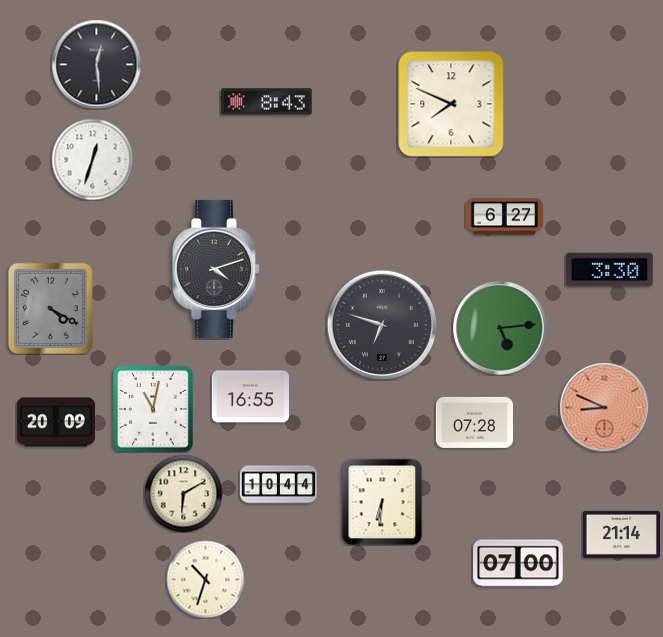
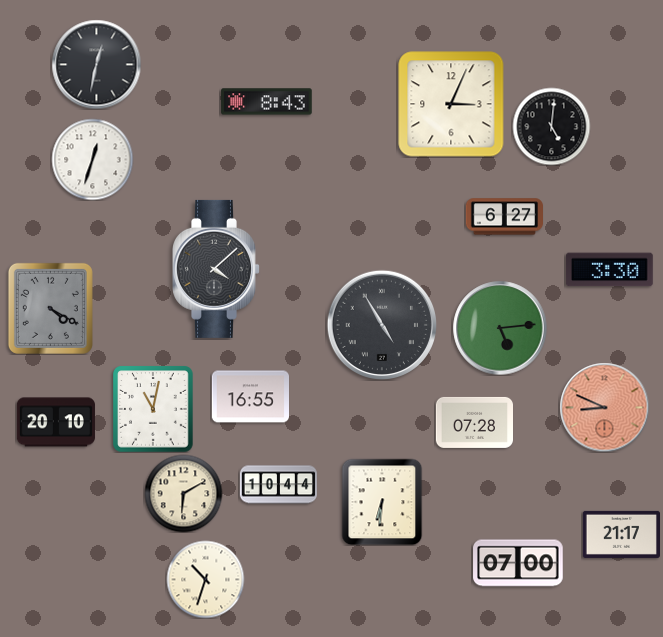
clock at (96, 64): 12:29 -> 12:32
clock at (451, 104): 7:49 -> 3:04
clock at (551, 126): none -> 5:01
clock at (217, 269): 4:12 -> 4:08
clock at (381, 324): 6:48 -> 4:55
clock at (56, 422): 20:09 -> 20:10
clock at (621, 534): 21:14 -> 21:17
